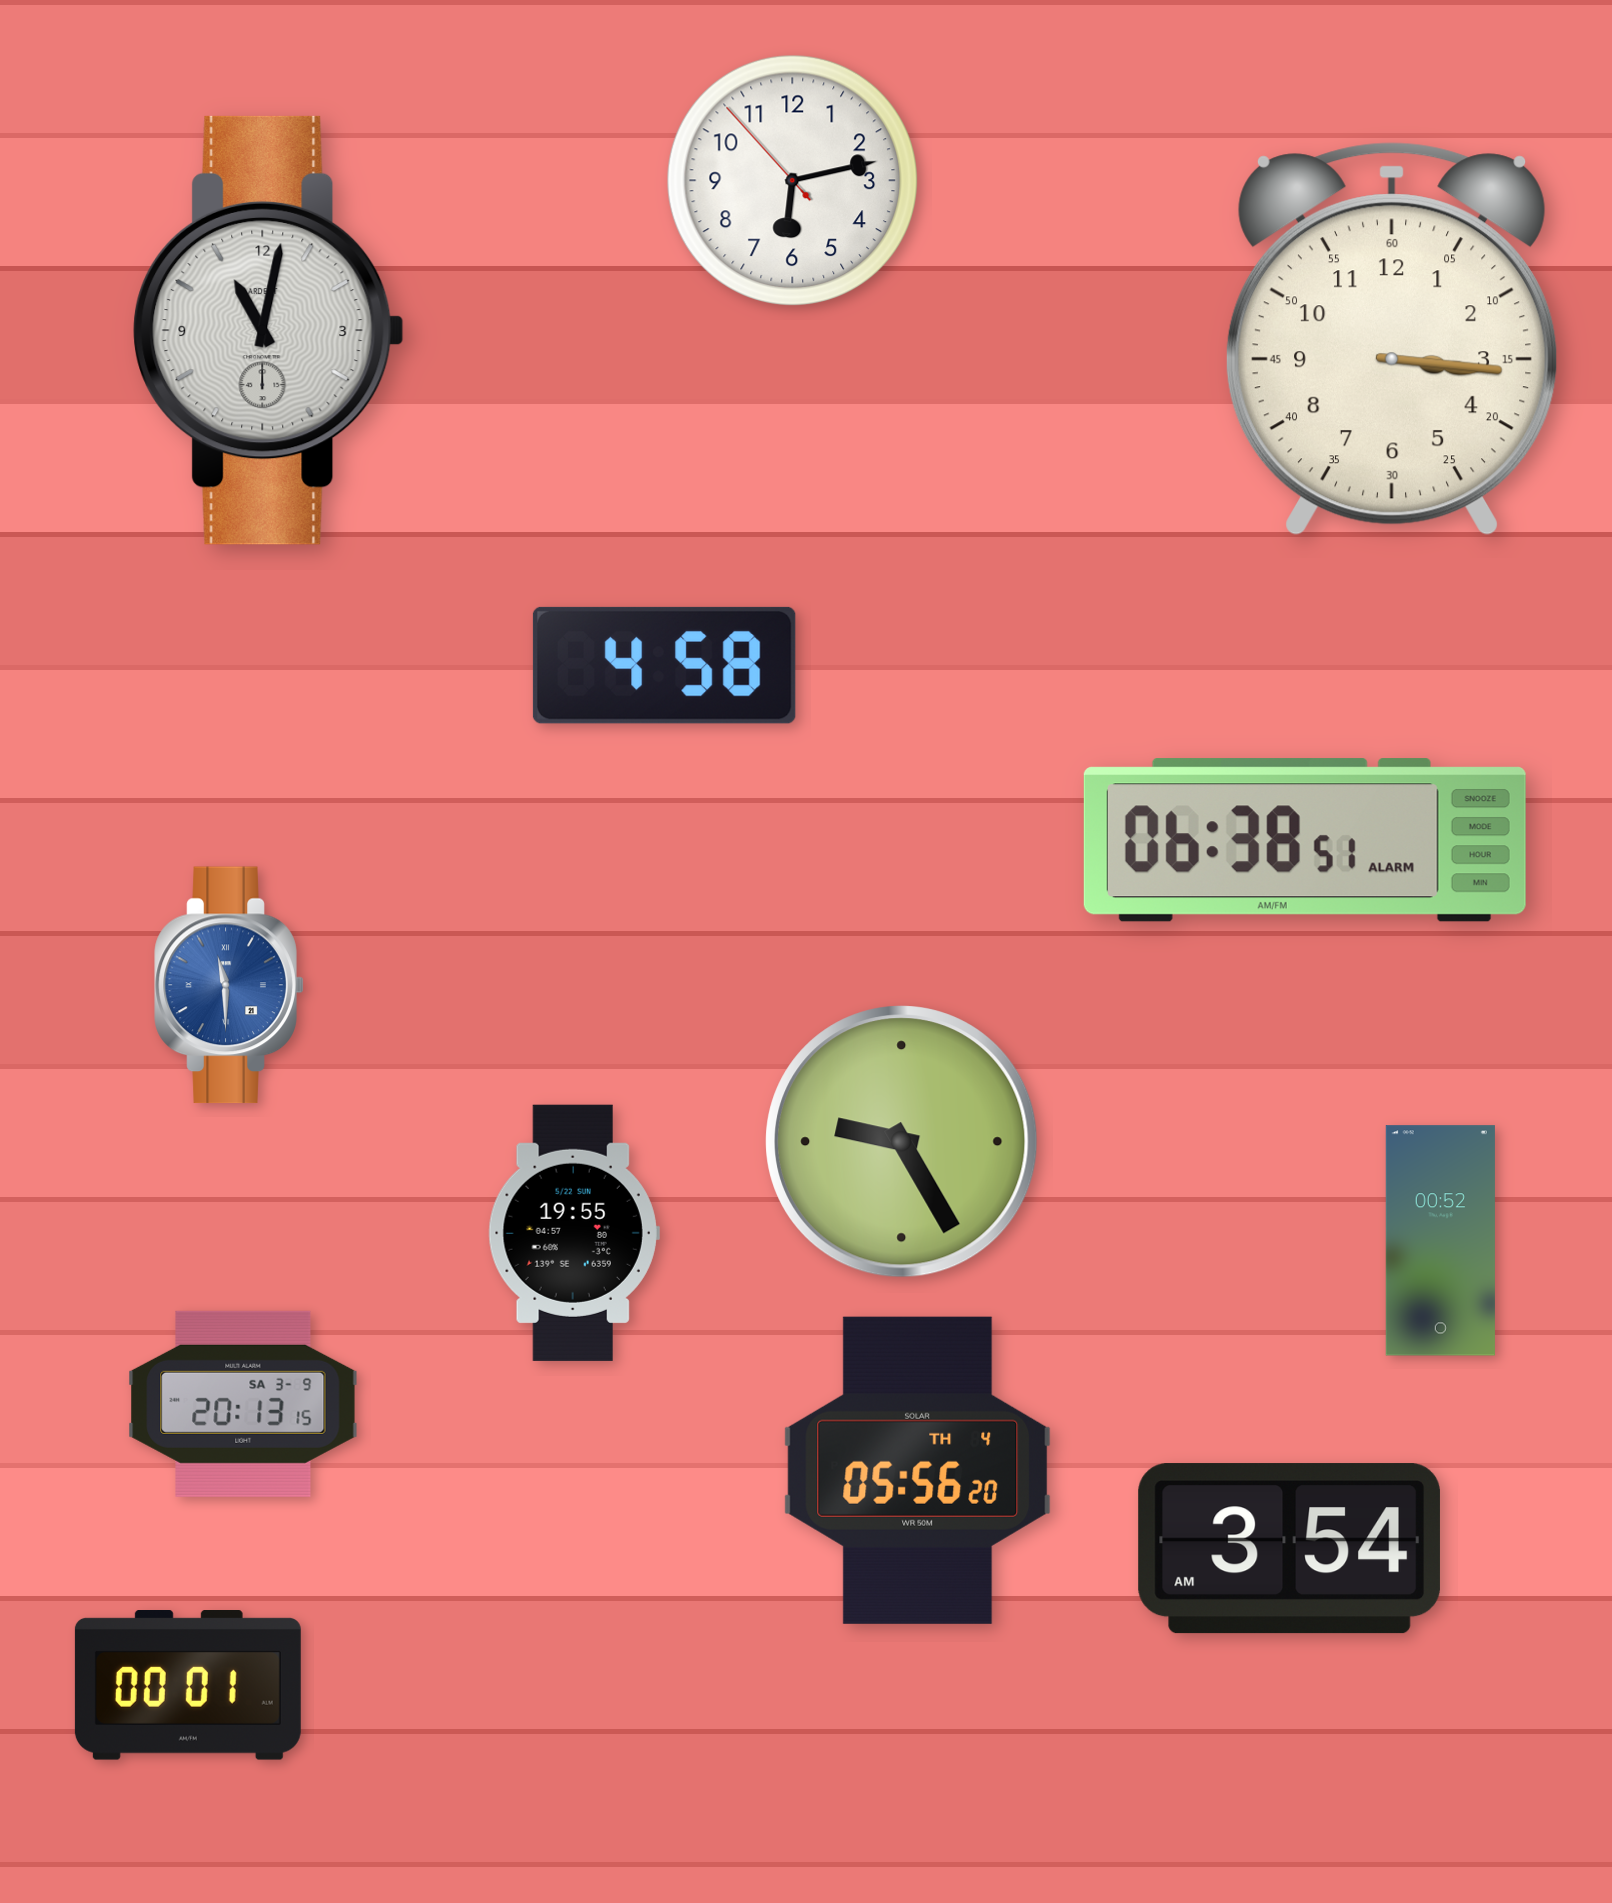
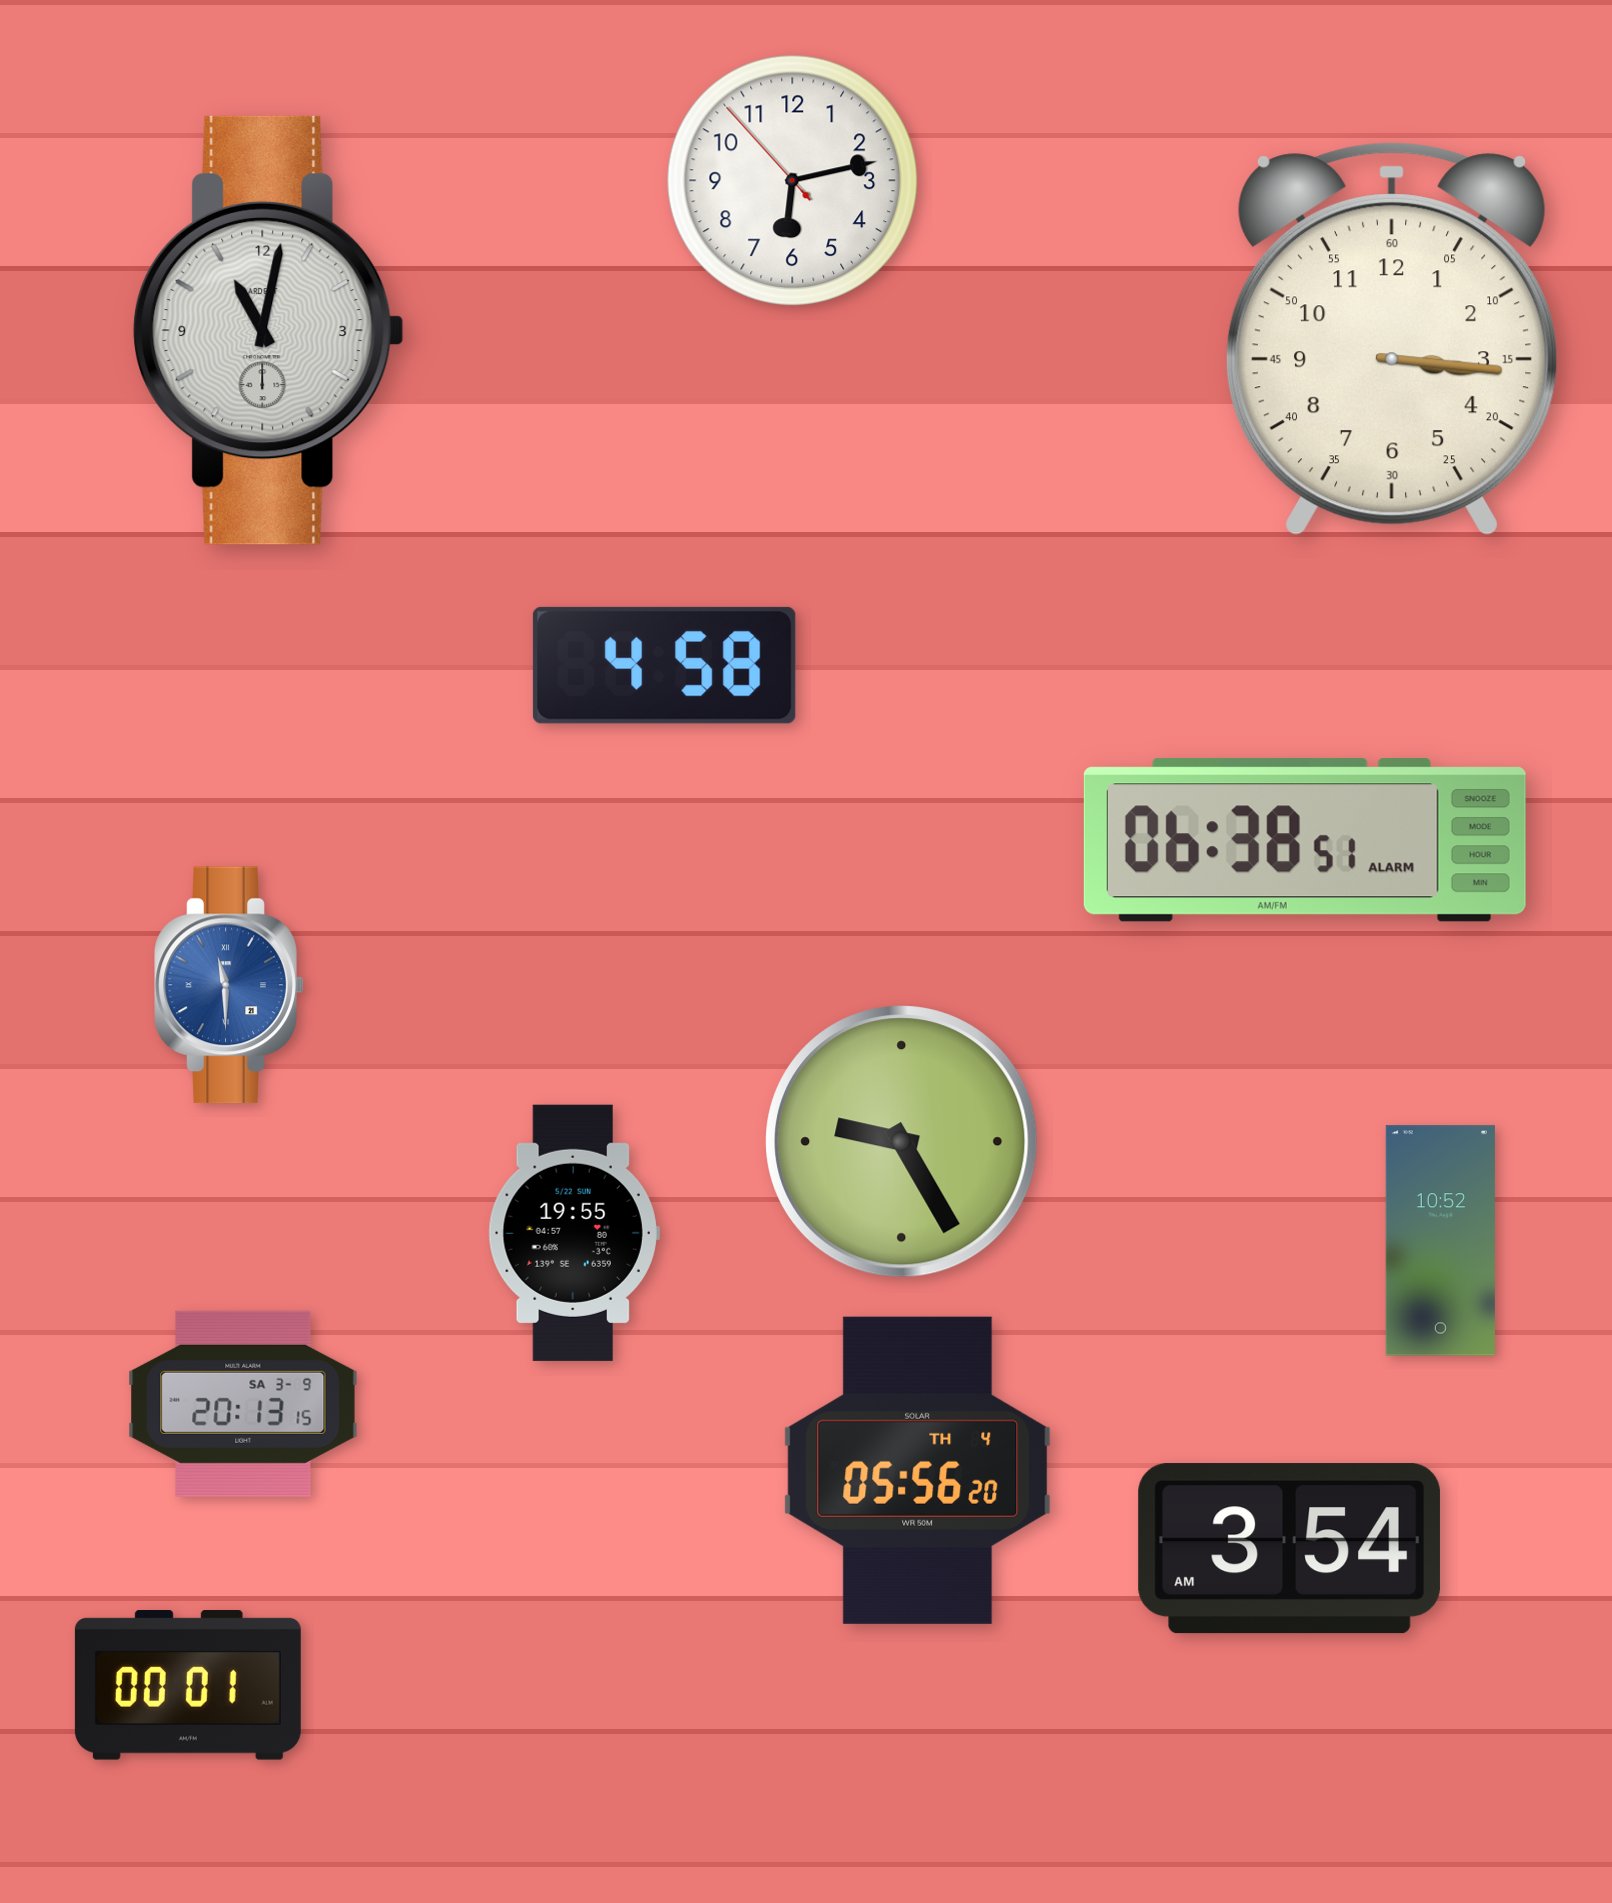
clock at (1440, 1241): 00:52 -> 10:52
